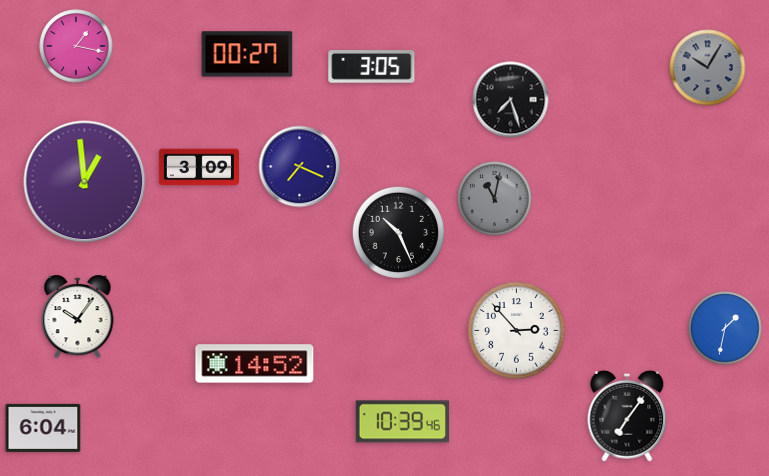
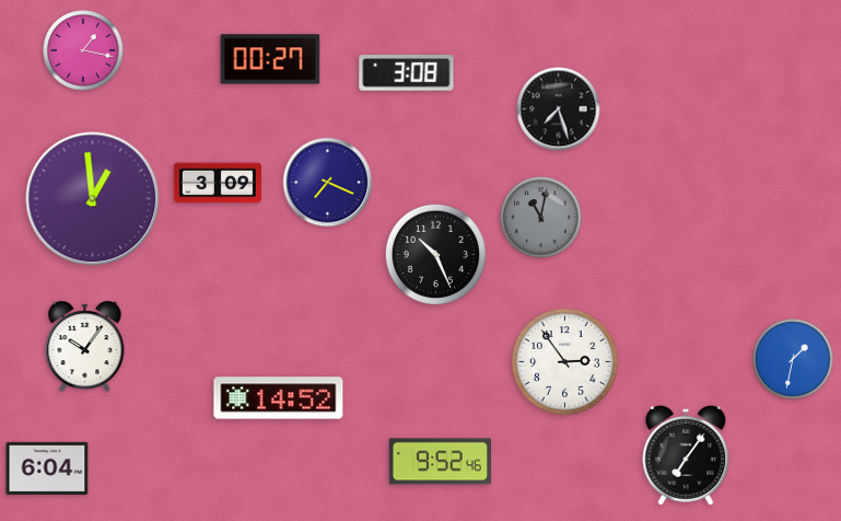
clock at (372, 67): 3:05 -> 3:08
clock at (708, 68): 10:05 -> none
clock at (517, 331): 2:53 -> 2:54
clock at (402, 422): 10:39 -> 9:52
